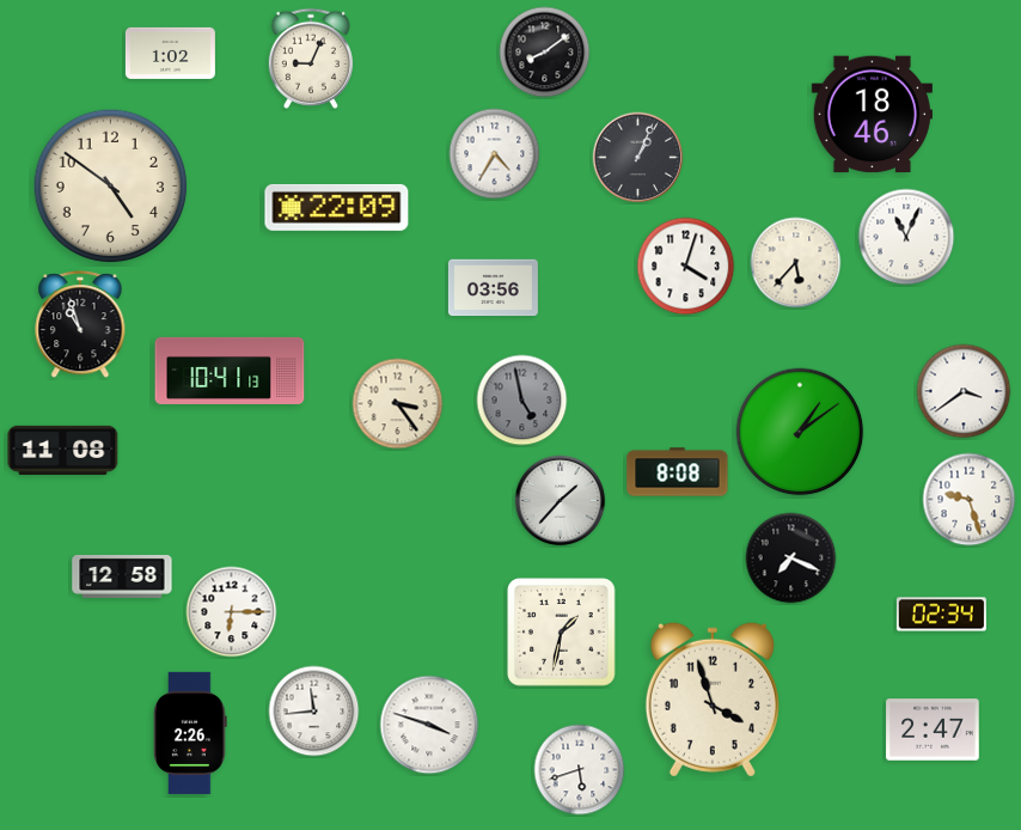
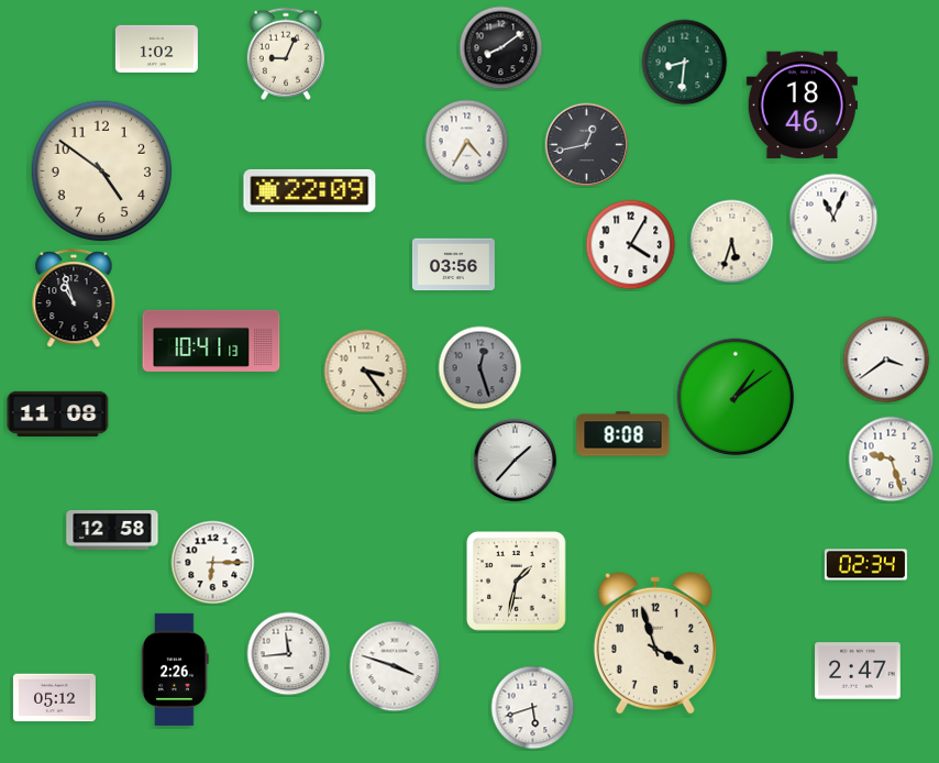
clock at (685, 63): none -> 8:31
clock at (495, 154) position: (495, 154) -> (467, 142)
clock at (638, 158): 1:04 -> 12:43
clock at (796, 263): 5:37 -> 5:33
clock at (686, 267): 4:03 -> 4:05
clock at (522, 401): 4:58 -> 12:27
clock at (791, 559): 7:19 -> none
clock at (190, 733) position: (190, 733) -> (175, 670)
clock at (54, 698): none -> 05:12
